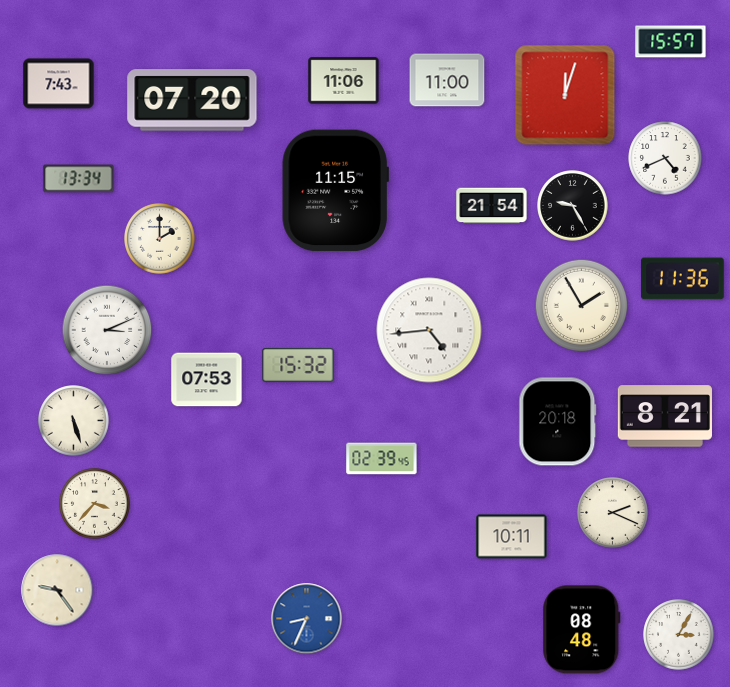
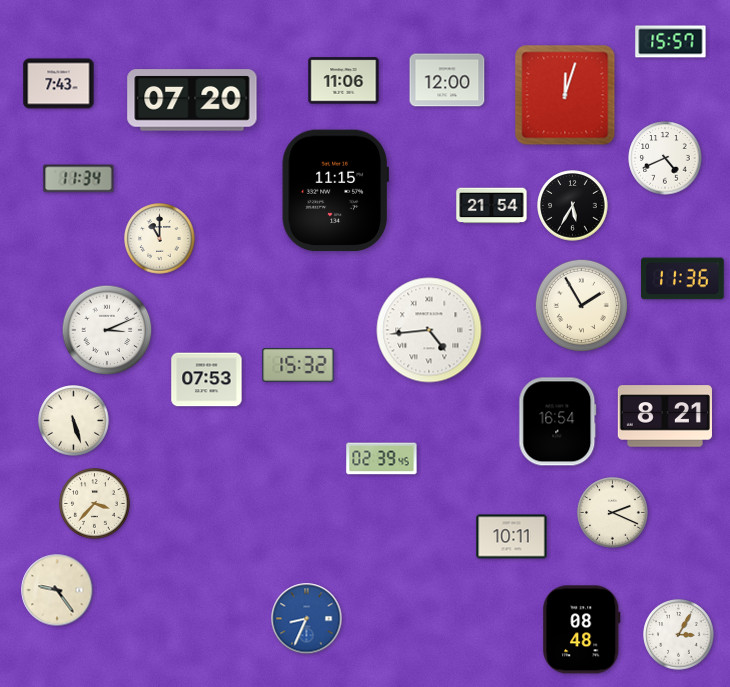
clock at (447, 80): 11:00 -> 12:00
clock at (79, 179): 13:34 -> 11:34
clock at (573, 206): 9:25 -> 5:35
clock at (160, 239): 2:00 -> 11:00
clock at (558, 422): 20:18 -> 16:54
